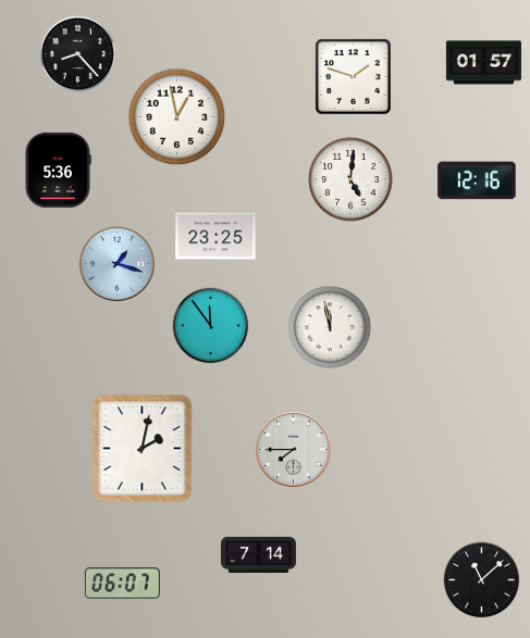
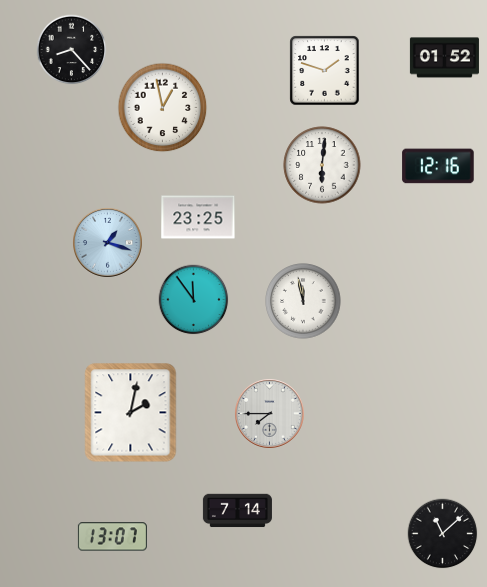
clock at (483, 63): 01:57 -> 01:52
clock at (58, 170): 5:36 -> none
clock at (350, 179): 5:01 -> 6:01
clock at (122, 584): 06:07 -> 13:07
